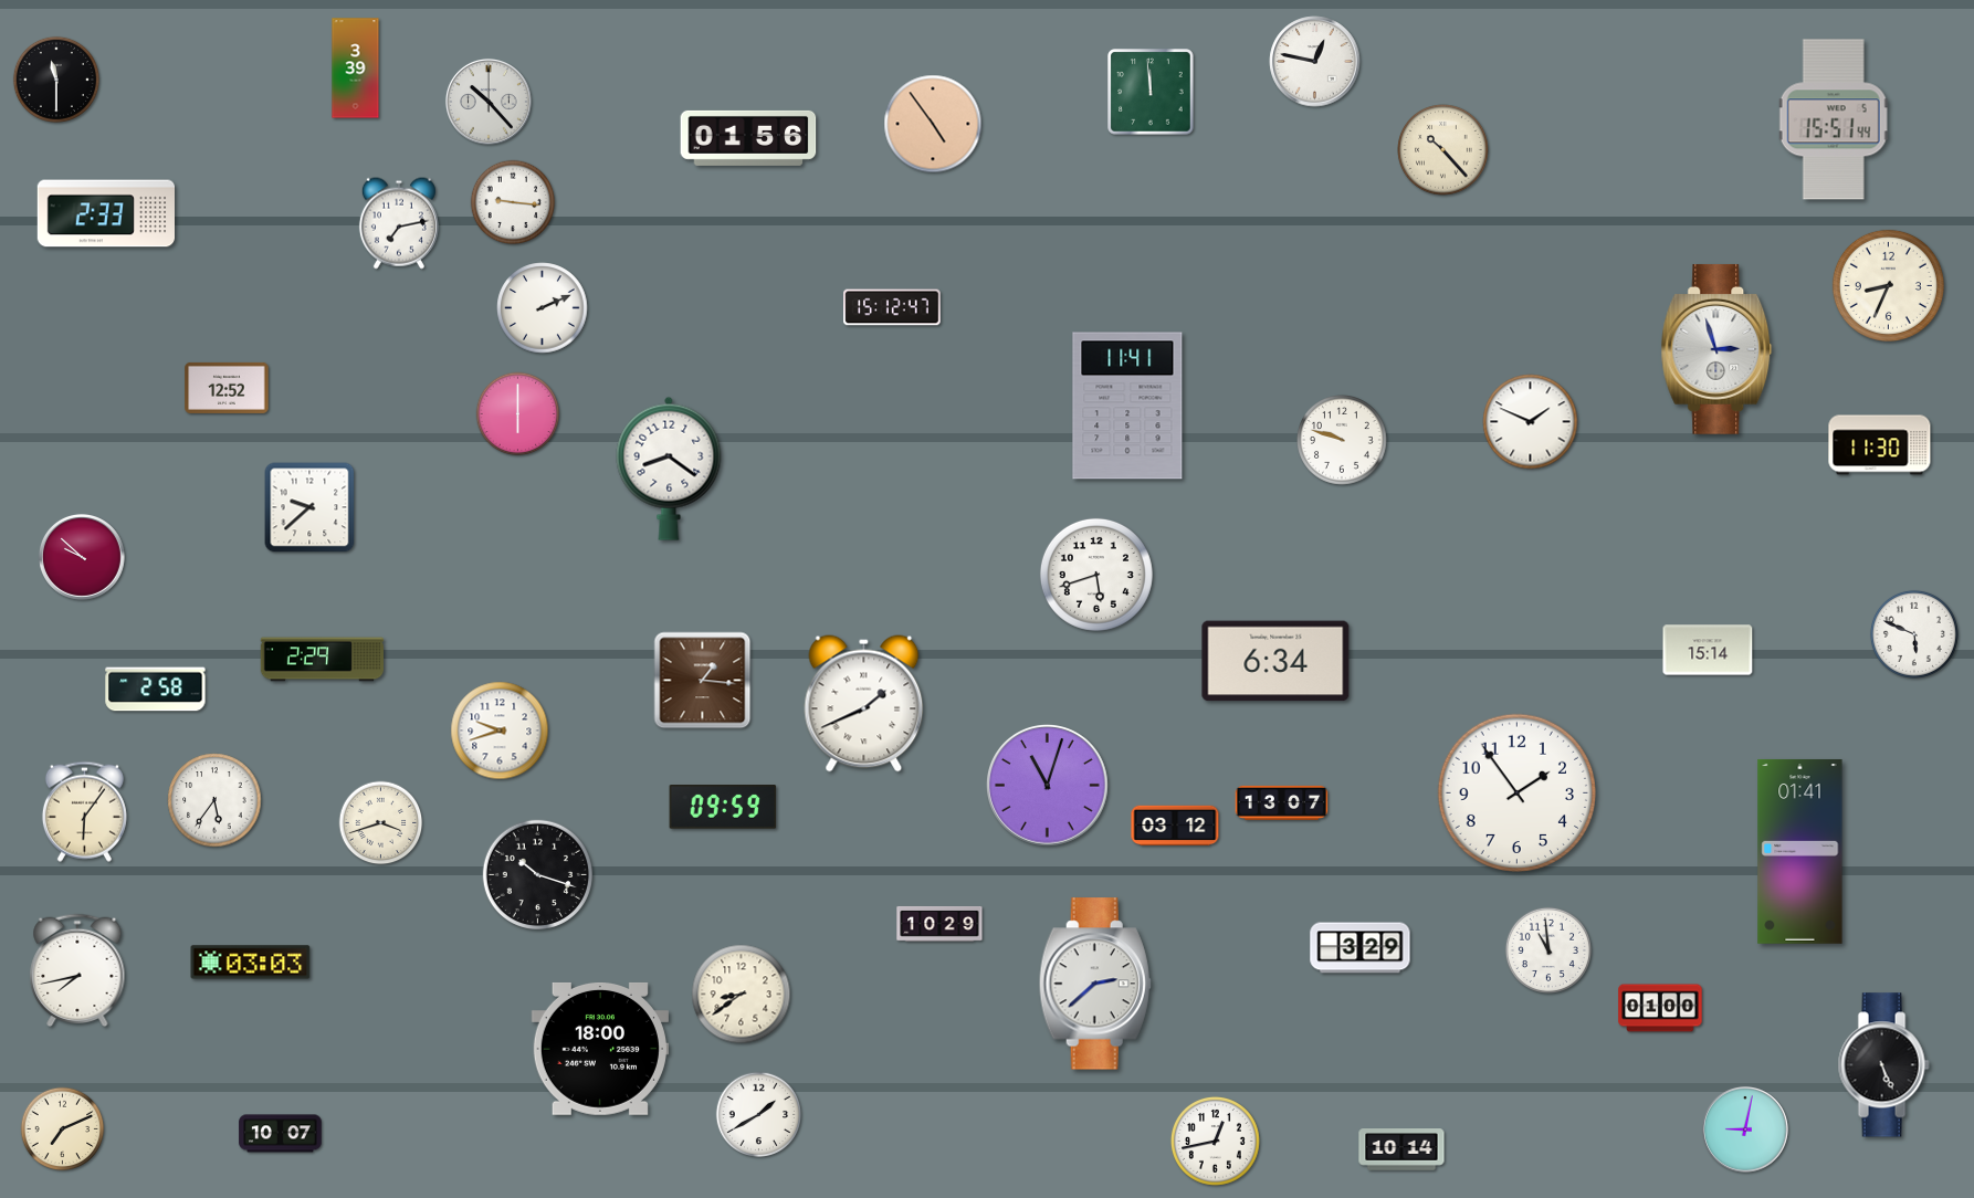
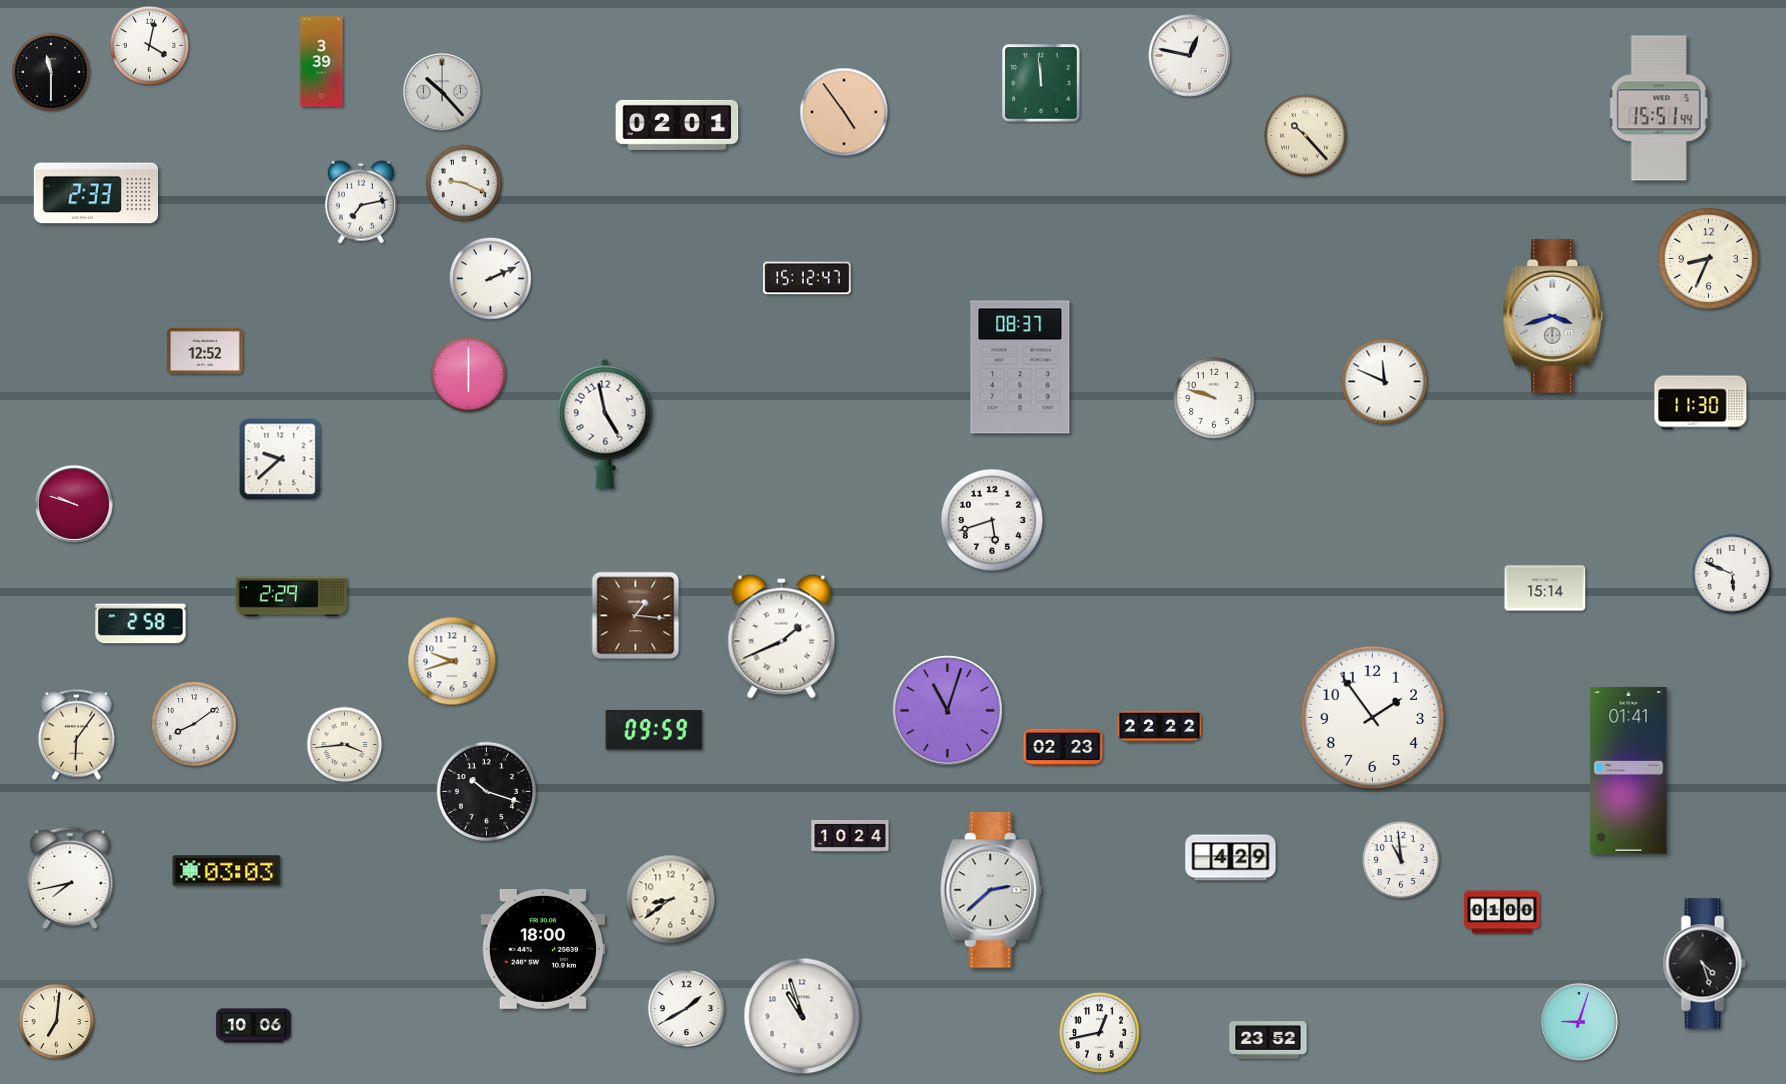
clock at (149, 45): none -> 4:02
clock at (748, 138): 01:56 -> 02:01
clock at (513, 202): 9:16 -> 9:19
clock at (1716, 349): 2:57 -> 3:42
clock at (1127, 406): 11:41 -> 08:37
clock at (1531, 422): 1:49 -> 11:49
clock at (669, 469): 8:21 -> 4:58
clock at (82, 557): 9:52 -> 9:48
clock at (1275, 661): 6:34 -> none
clock at (214, 800): 5:36 -> 8:09
clock at (1282, 802): 13:07 -> 22:22
clock at (381, 823): 3:42 -> 3:44
clock at (1175, 826): 03:12 -> 02:23
clock at (939, 924): 10:29 -> 10:24
clock at (1361, 948): 3:29 -> 4:29
clock at (1883, 1065): 5:26 -> 4:27
clock at (802, 1016): none -> 10:57
clock at (63, 1129): 7:11 -> 7:01
clock at (1745, 1129): 9:02 -> 9:03
clock at (281, 1134): 10:07 -> 10:06
clock at (1401, 1149): 10:14 -> 23:52
